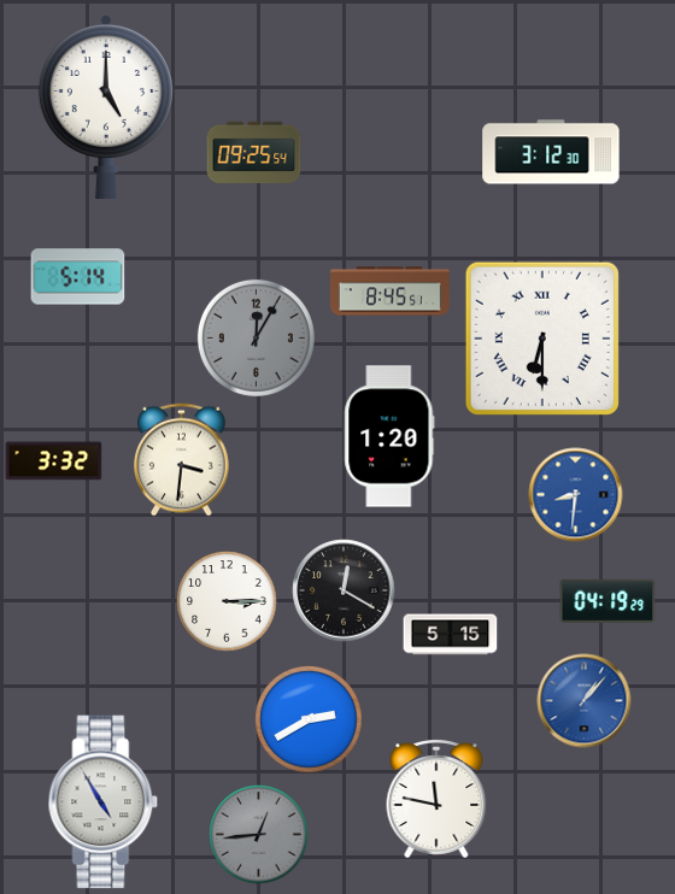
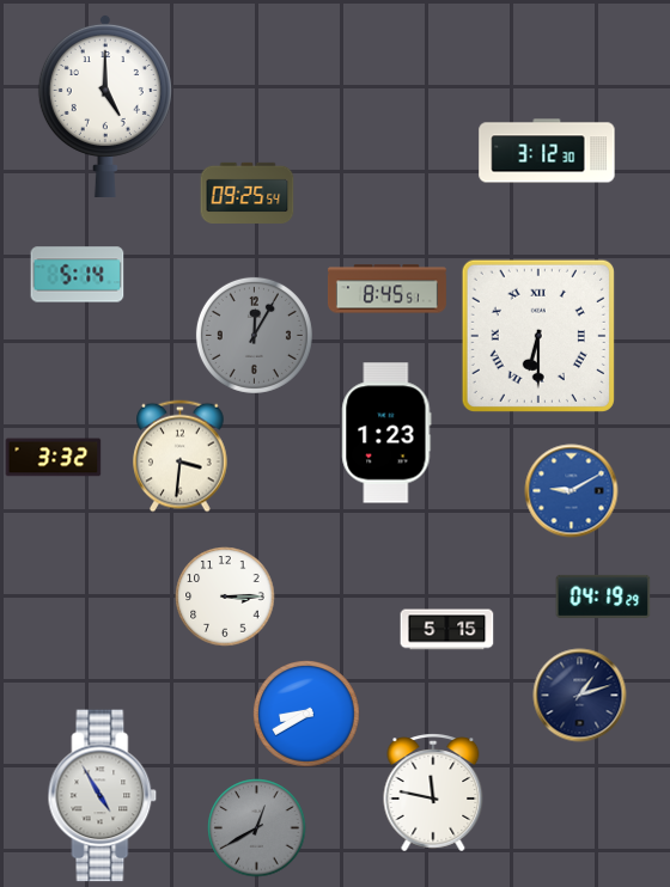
clock at (253, 152) position: (253, 152) -> (246, 192)
clock at (389, 436): 1:20 -> 1:23
clock at (575, 494): 8:31 -> 9:10
clock at (344, 590): 12:20 -> none
clock at (583, 700): 1:07 -> 1:12
clock at (583, 700) dial: blue -> navy
clock at (309, 719): 2:40 -> 8:40
clock at (258, 834): 12:44 -> 12:40
